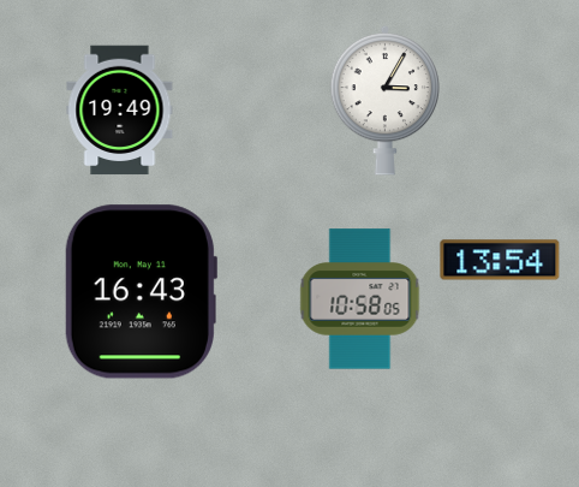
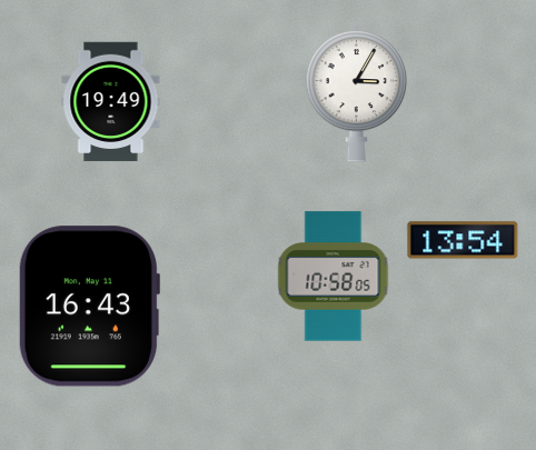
clock at (141, 292) position: (141, 292) -> (89, 307)
